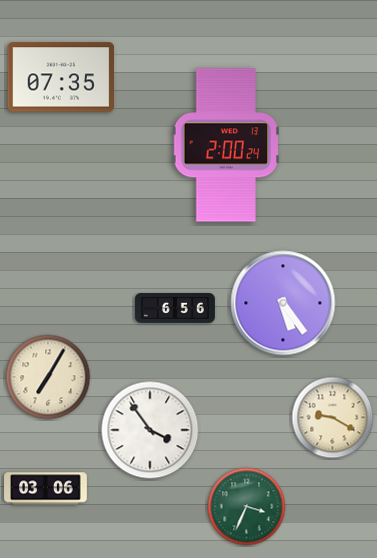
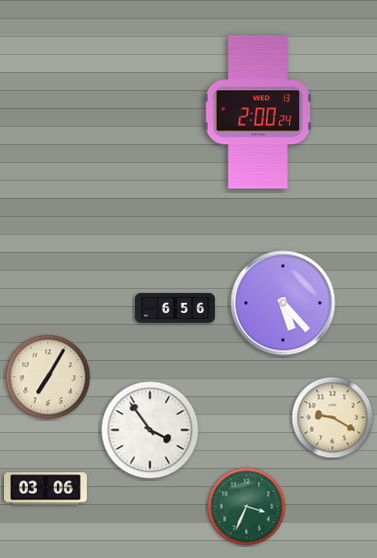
clock at (60, 77): 07:35 -> none
clock at (226, 145) position: (226, 145) -> (258, 112)
clock at (283, 303): 5:24 -> 5:23
